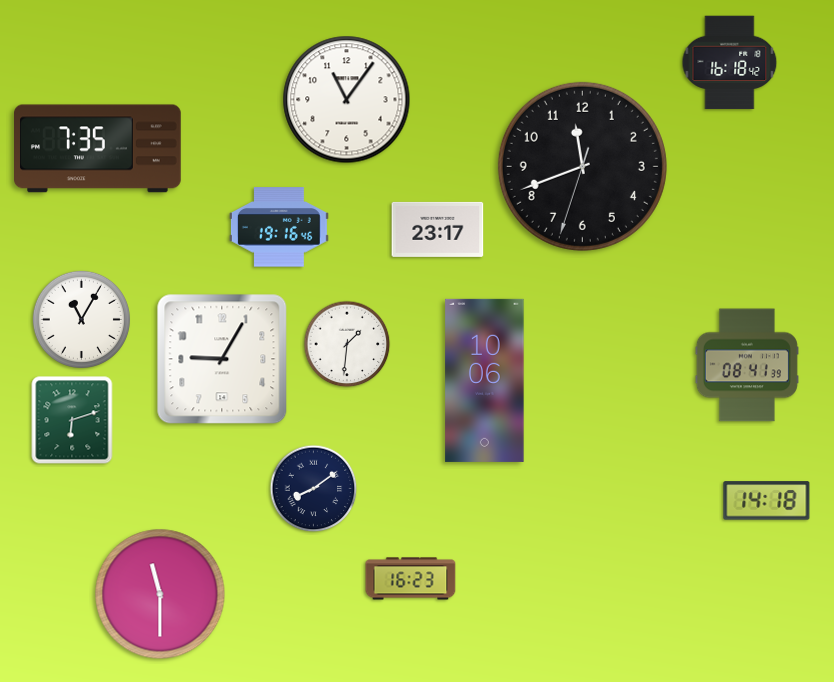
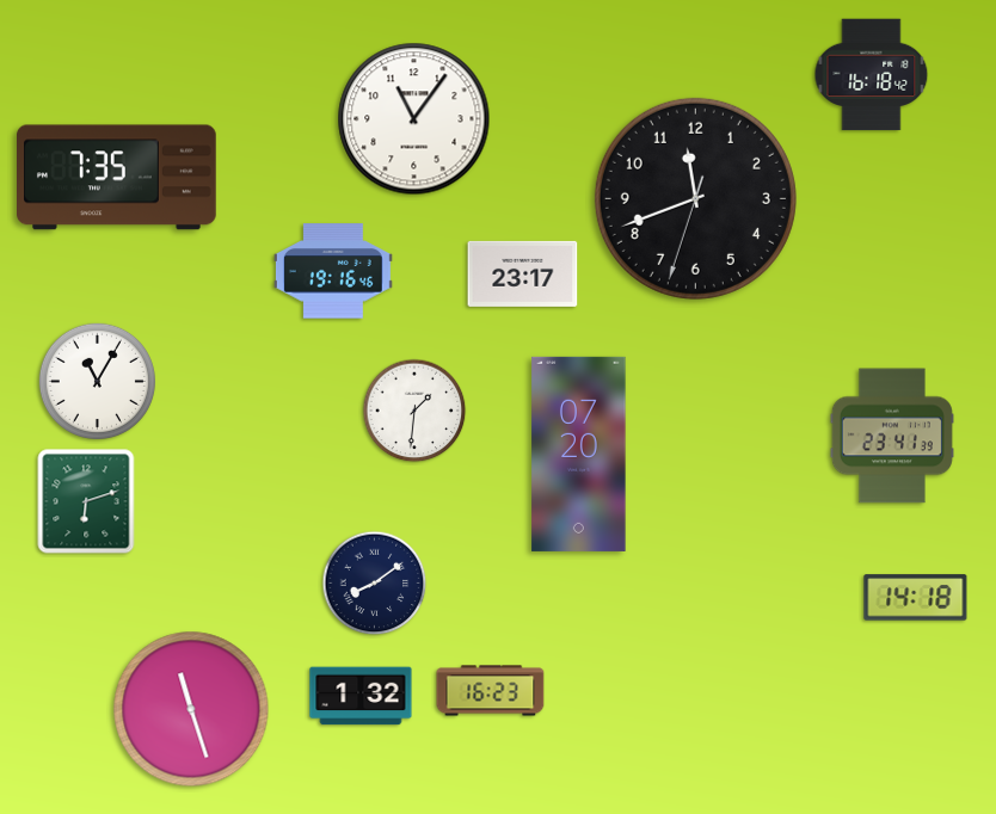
clock at (222, 359): 9:05 -> none
clock at (747, 365): 08:41 -> 23:41
clock at (485, 380): 10:06 -> 07:20
clock at (361, 696): none -> 1:32
clock at (160, 594): 11:30 -> 11:27
